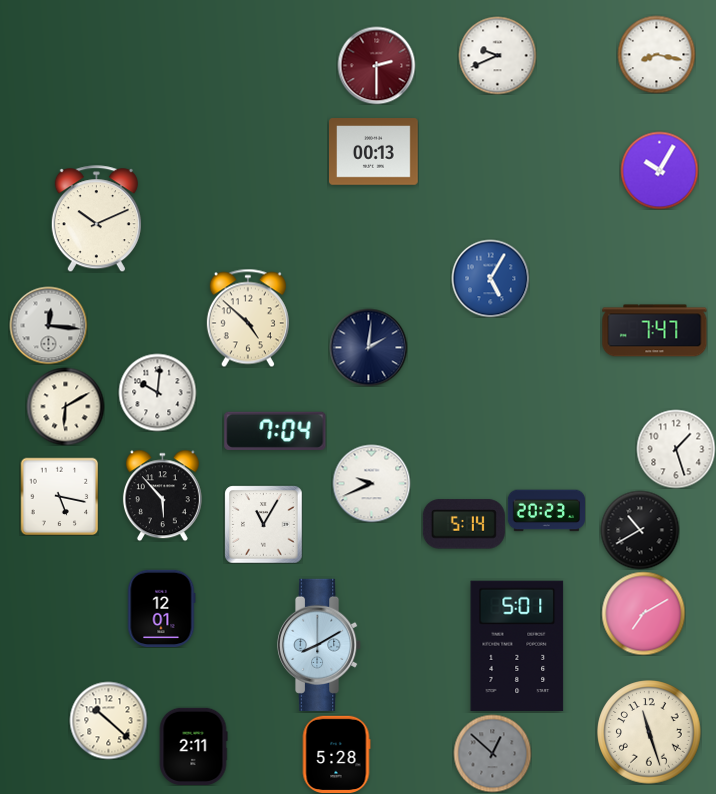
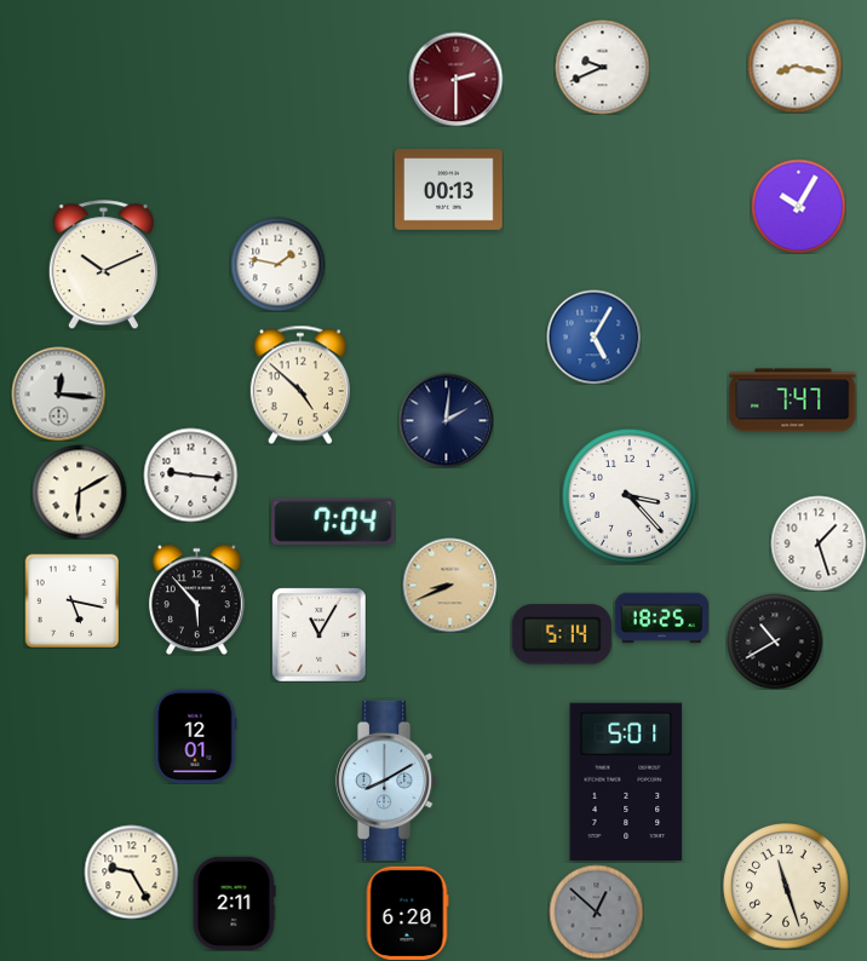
clock at (374, 152) position: (374, 152) -> (449, 190)
clock at (277, 264): none -> 1:47
clock at (96, 219) position: (96, 219) -> (103, 265)
clock at (157, 392): 10:01 -> 9:16
clock at (630, 496): none -> 3:23
clock at (371, 483): 9:41 -> 8:41
clock at (371, 483) dial: white -> champagne
clock at (546, 511): 20:23 -> 18:25
clock at (643, 613): 7:10 -> none
clock at (108, 720): 10:22 -> 9:25
clock at (336, 754): 5:28 -> 6:20
